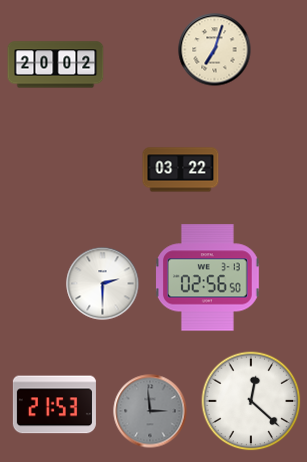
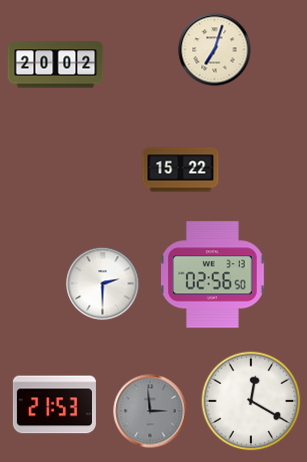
clock at (181, 170): 03:22 -> 15:22
clock at (208, 278) position: (208, 278) -> (213, 275)
clock at (251, 401): 12:22 -> 12:20
